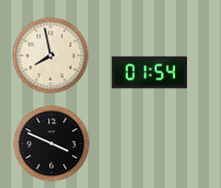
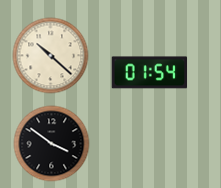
clock at (51, 56): 7:58 -> 10:22
clock at (52, 144): 3:49 -> 3:51
